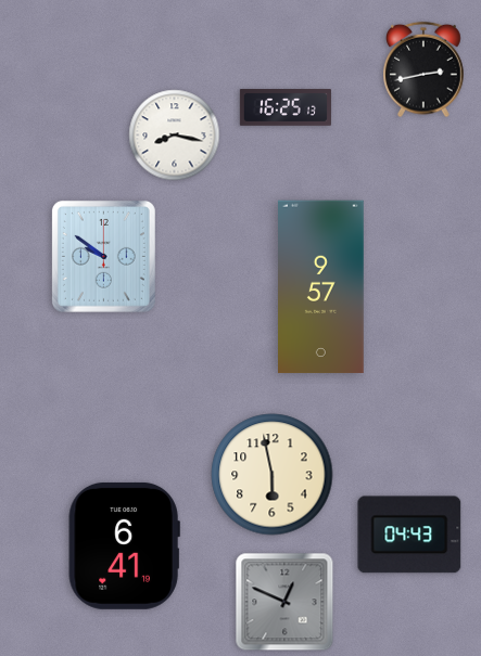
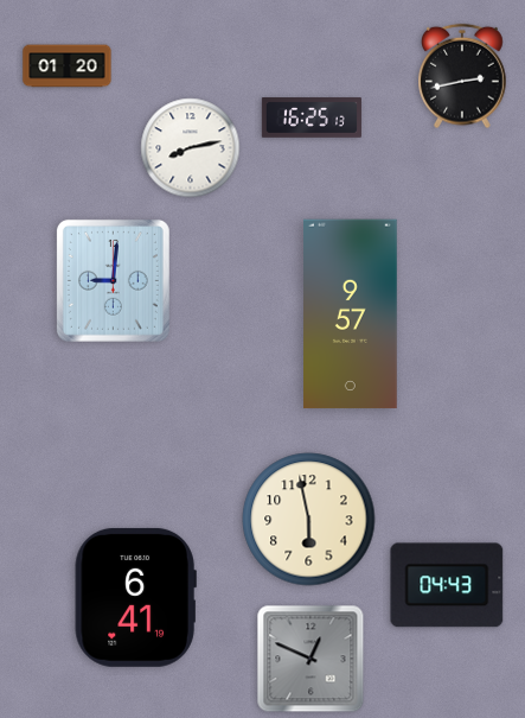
clock at (68, 66): none -> 01:20
clock at (175, 136): 8:17 -> 8:13
clock at (103, 256): 9:51 -> 9:01
clock at (273, 475) position: (273, 475) -> (309, 520)
